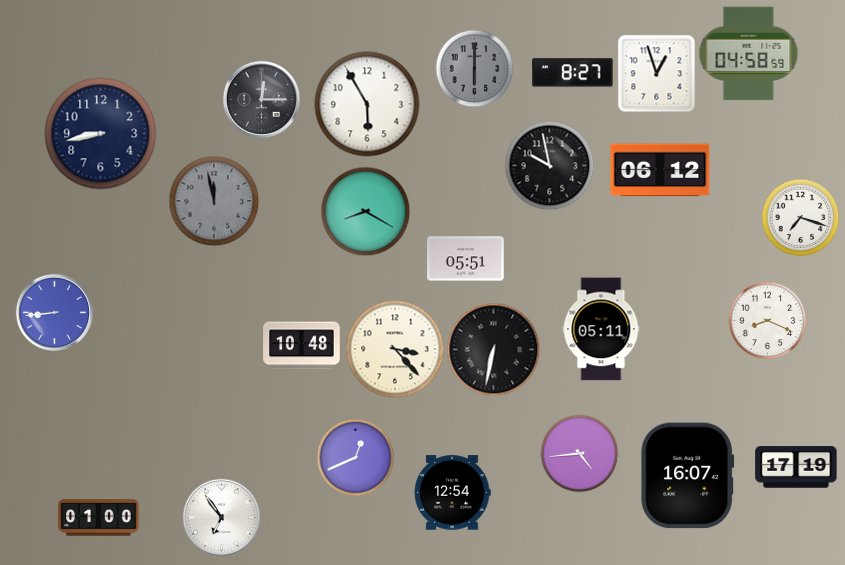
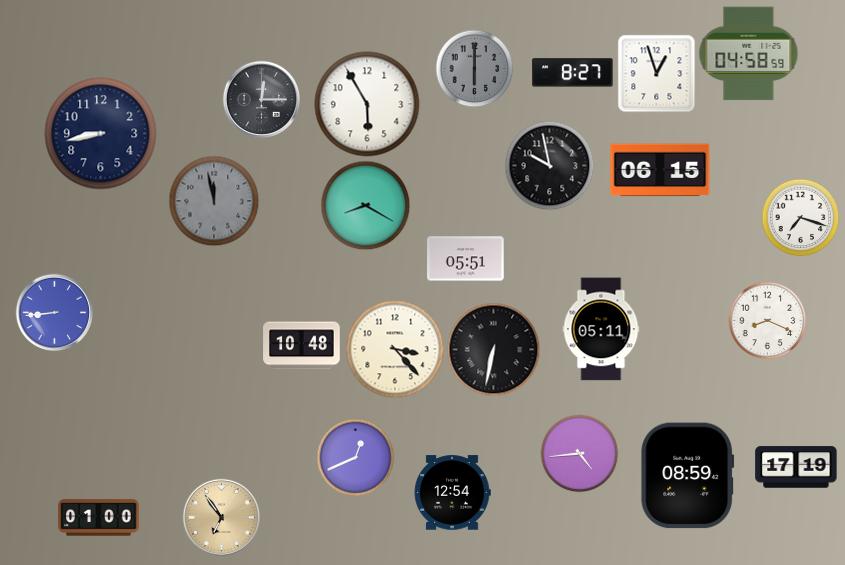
clock at (660, 170): 06:12 -> 06:15
clock at (365, 211) position: (365, 211) -> (365, 205)
clock at (688, 476): 16:07 -> 08:59
clock at (221, 517) dial: white -> champagne
